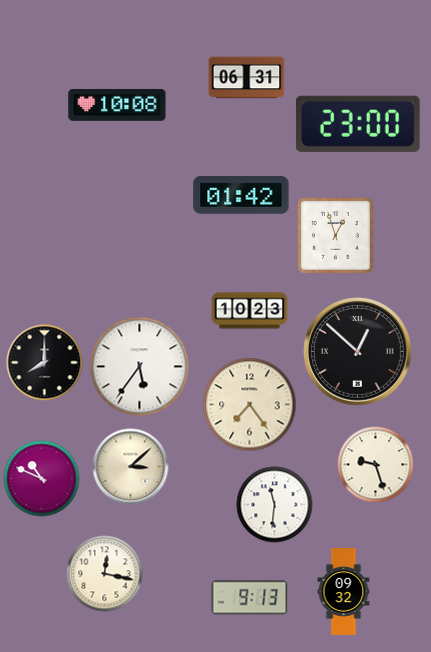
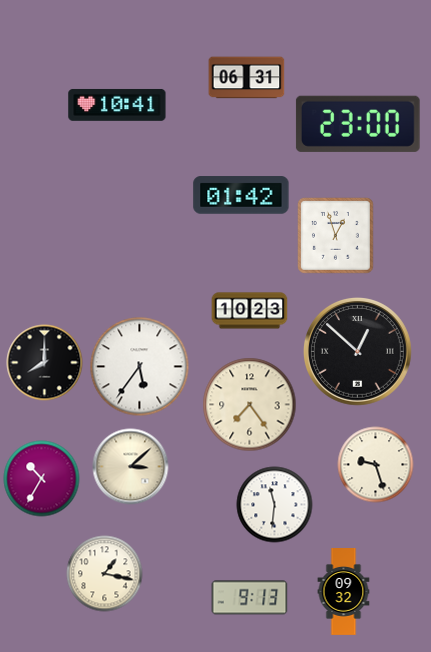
clock at (117, 105): 10:08 -> 10:41
clock at (42, 479): 10:49 -> 10:35
clock at (105, 574): 12:17 -> 1:17
